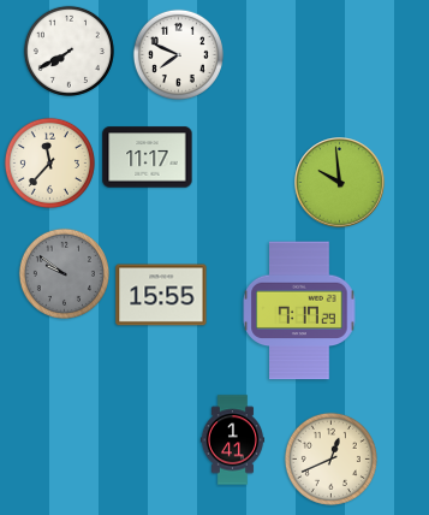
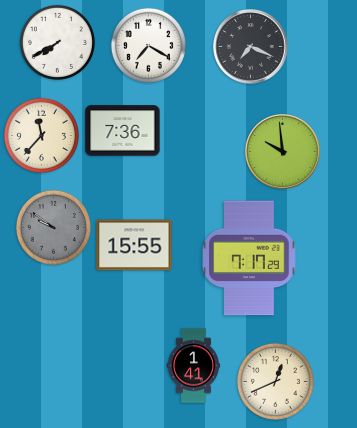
clock at (178, 54): 7:49 -> 7:20
clock at (251, 47): none -> 7:19
clock at (148, 158): 11:17 -> 7:36
